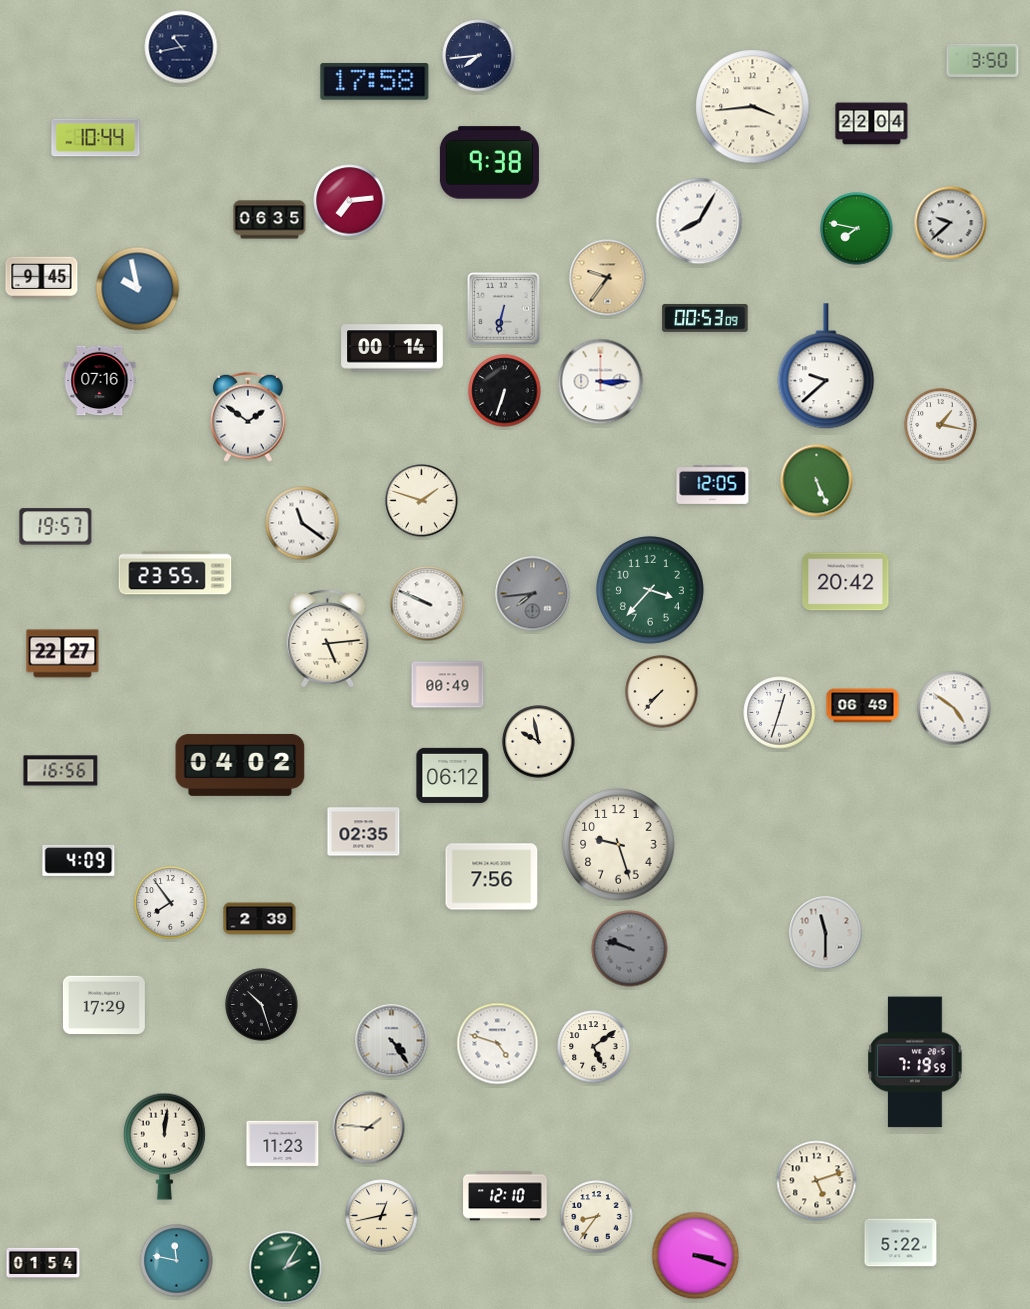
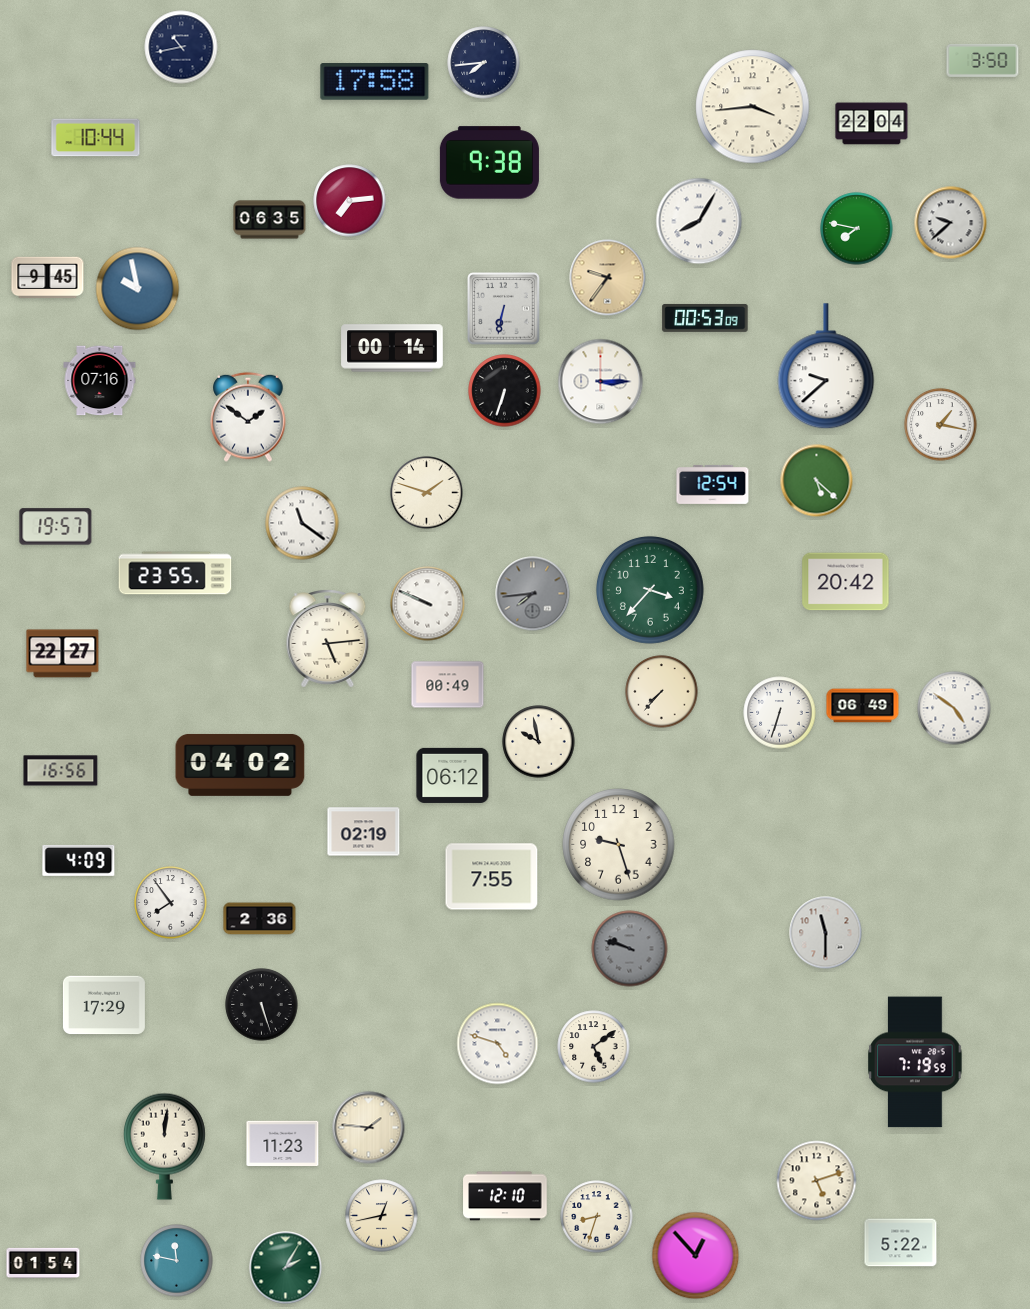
clock at (479, 56) position: (479, 56) -> (484, 63)
clock at (42, 278) position: (42, 278) -> (48, 278)
clock at (817, 481): 5:26 -> 5:22
clock at (713, 484): 12:05 -> 12:54
clock at (422, 501) position: (422, 501) -> (427, 493)
clock at (780, 713): 12:33 -> 6:33
clock at (364, 832): 02:35 -> 02:19
clock at (492, 877): 7:56 -> 7:55
clock at (260, 919): 2:39 -> 2:36
clock at (262, 1005): 10:27 -> 5:27
clock at (392, 1041): 4:24 -> none
clock at (597, 1217): 8:36 -> 8:33
clock at (696, 1256): 3:18 -> 12:53
